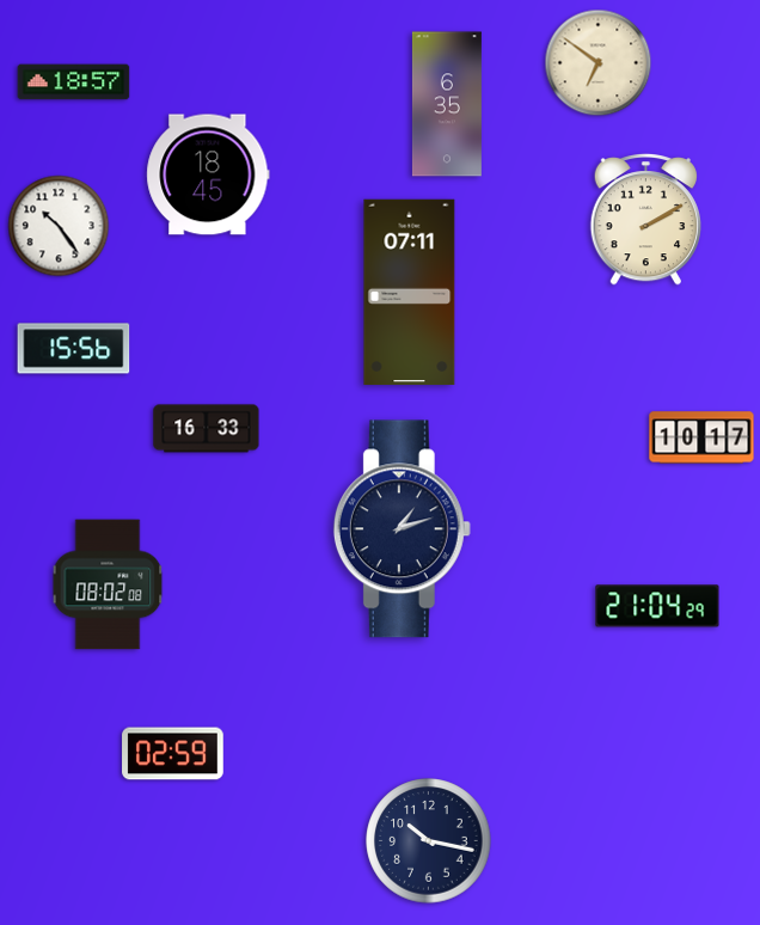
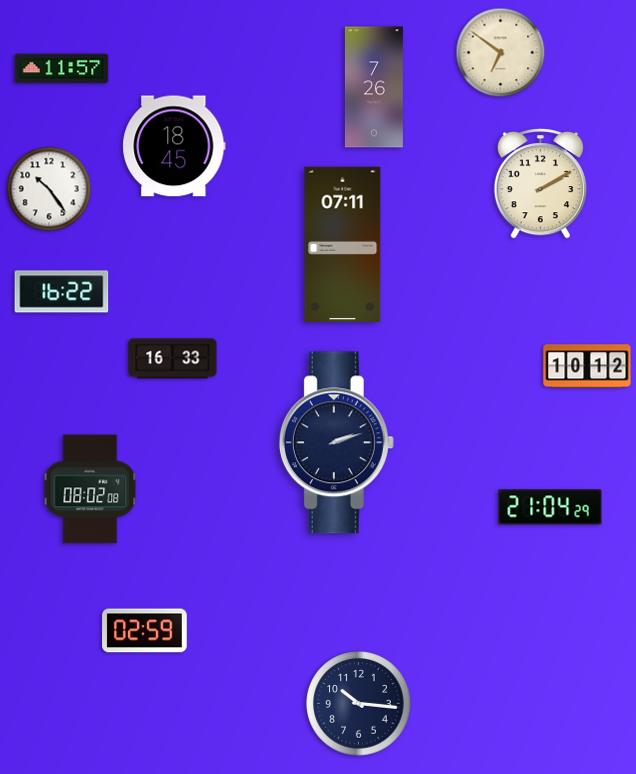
clock at (74, 82): 18:57 -> 11:57
clock at (447, 104): 6:35 -> 7:26
clock at (74, 349): 15:56 -> 16:22
clock at (701, 437): 10:17 -> 10:12
clock at (402, 529): 1:12 -> 2:12
clock at (429, 841): 10:17 -> 10:16
